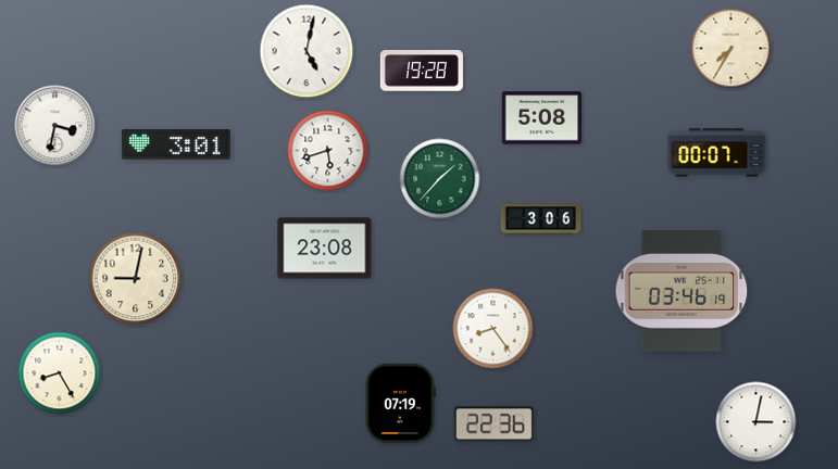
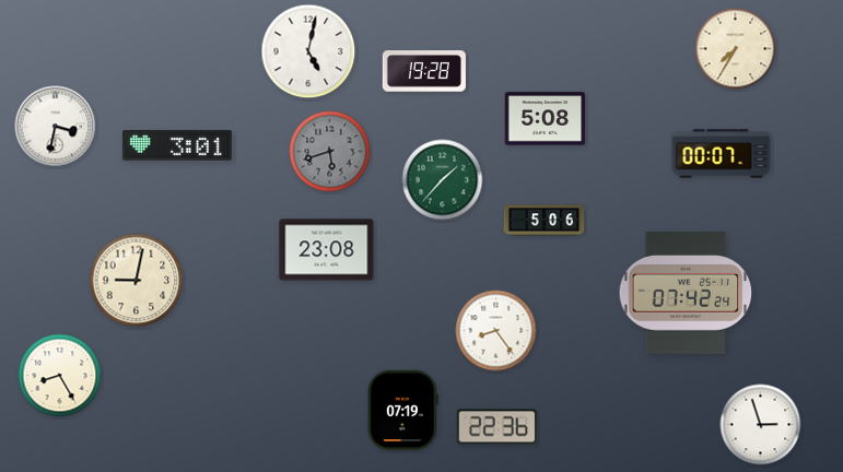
clock at (328, 151) dial: white -> grey
clock at (541, 219): 3:06 -> 5:06
clock at (681, 291): 03:46 -> 07:42
clock at (400, 404) position: (400, 404) -> (402, 411)
clock at (756, 422): 3:02 -> 2:57
